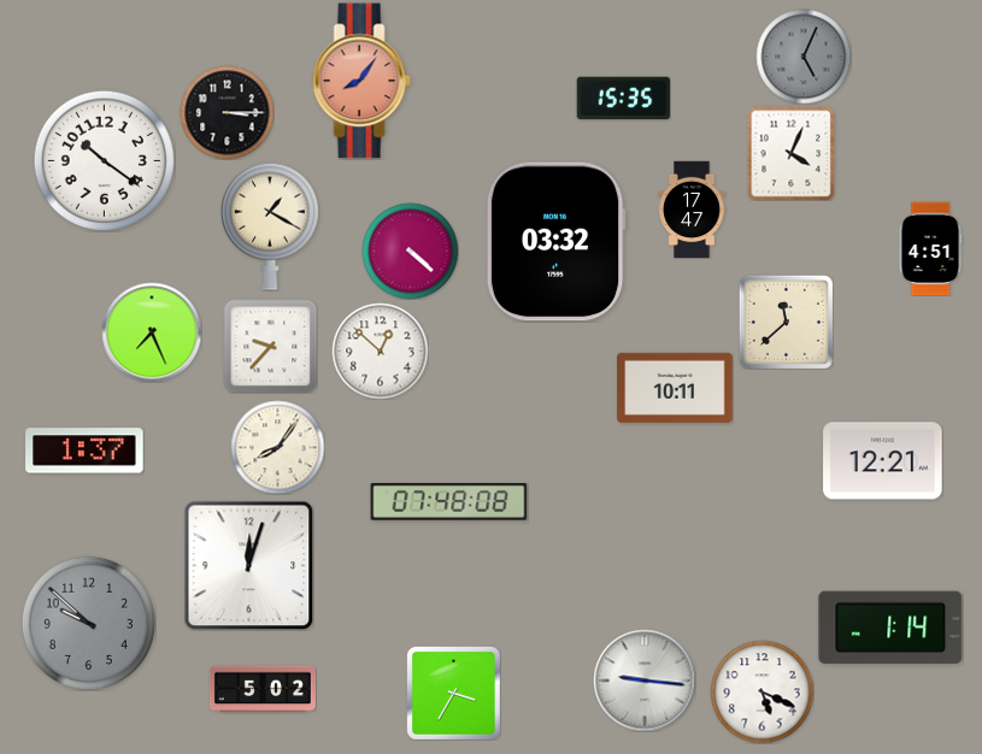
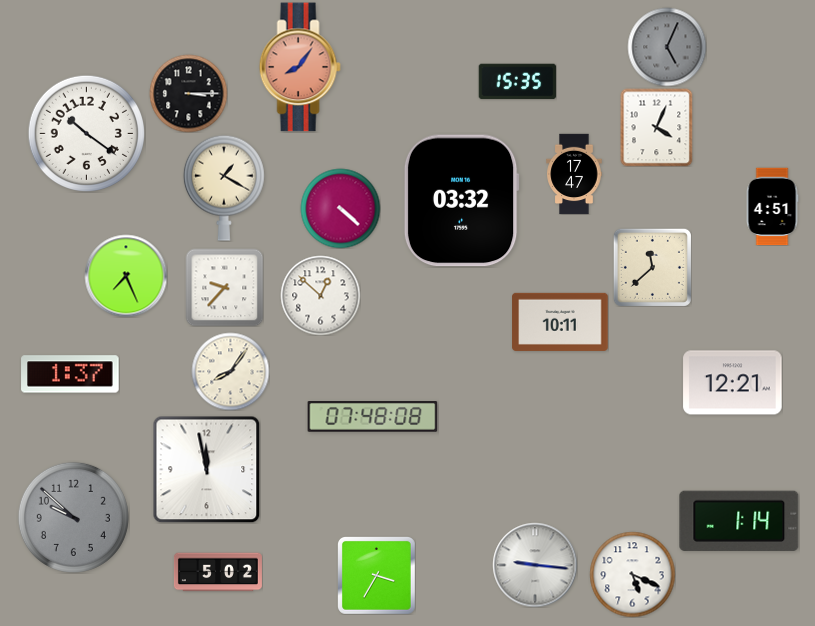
clock at (380, 351) position: (380, 351) -> (320, 295)
clock at (248, 565): 12:03 -> 11:58
